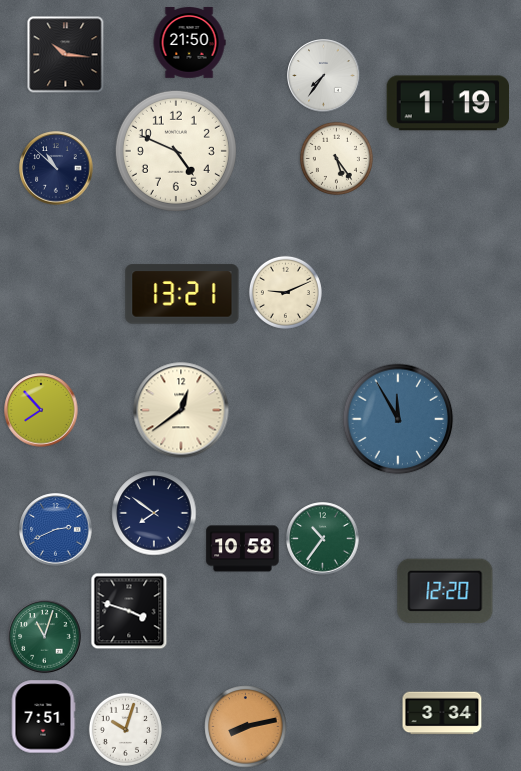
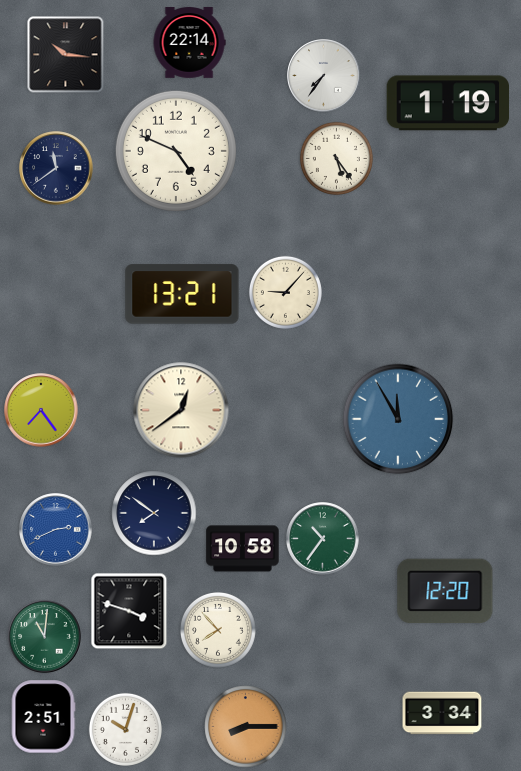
clock at (189, 43): 21:50 -> 22:14
clock at (56, 168): 10:52 -> 11:39
clock at (285, 292): 9:11 -> 9:07
clock at (41, 410): 7:53 -> 7:24
clock at (218, 630): none -> 7:53
clock at (45, 637): 11:03 -> 11:01
clock at (43, 717): 7:51 -> 2:51
clock at (246, 727): 8:13 -> 8:15
